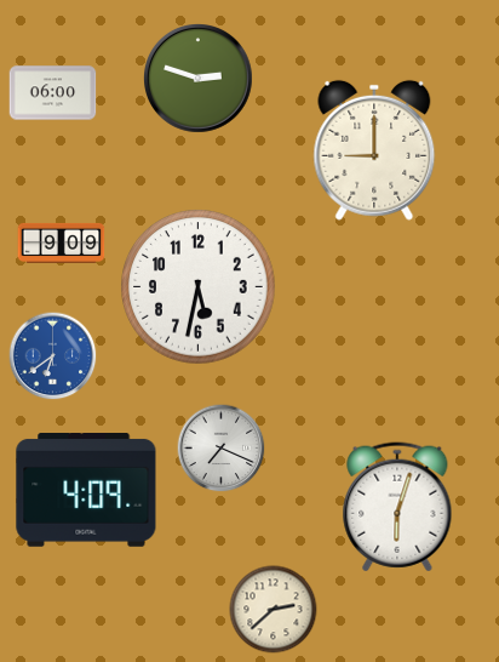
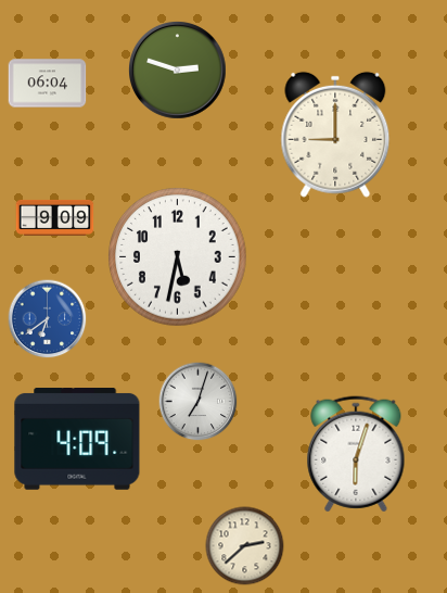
clock at (53, 93): 06:00 -> 06:04
clock at (222, 449): 7:19 -> 7:03
